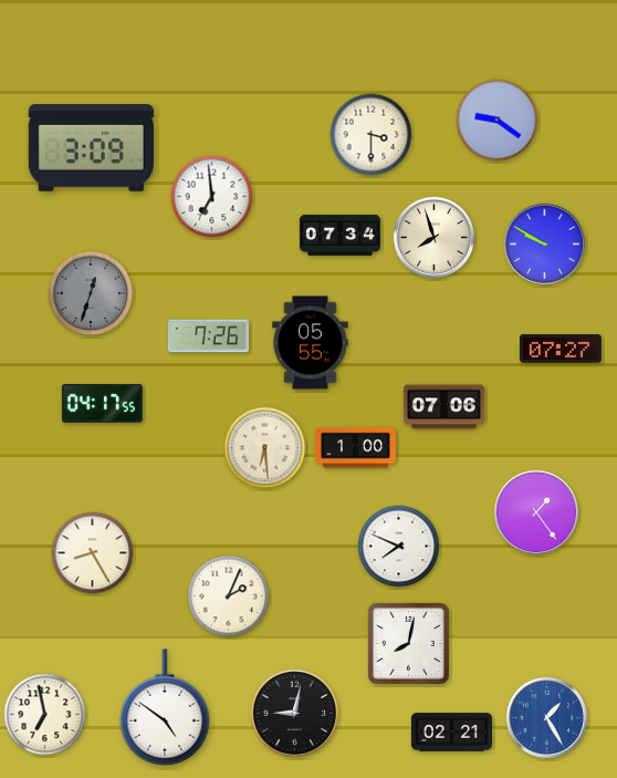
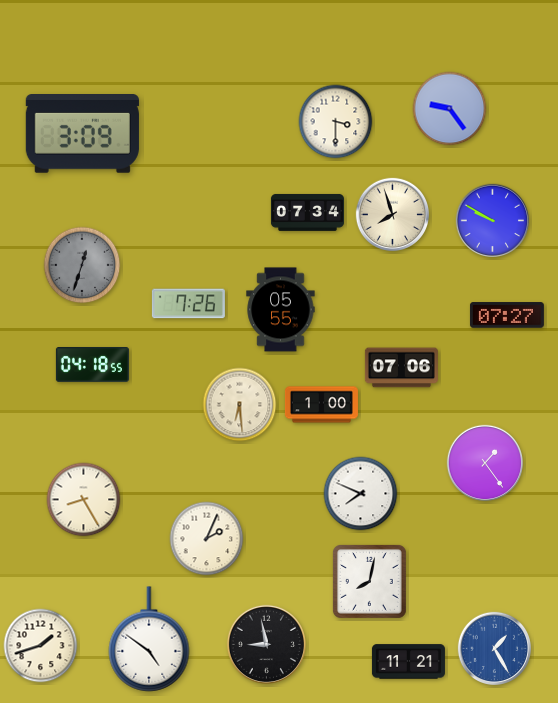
clock at (498, 121): 9:21 -> 9:24
clock at (212, 197): 6:59 -> none
clock at (102, 404): 04:17 -> 04:18
clock at (294, 713): 9:02 -> 8:58
clock at (45, 715): 6:58 -> 1:42
clock at (451, 733): 02:21 -> 11:21
